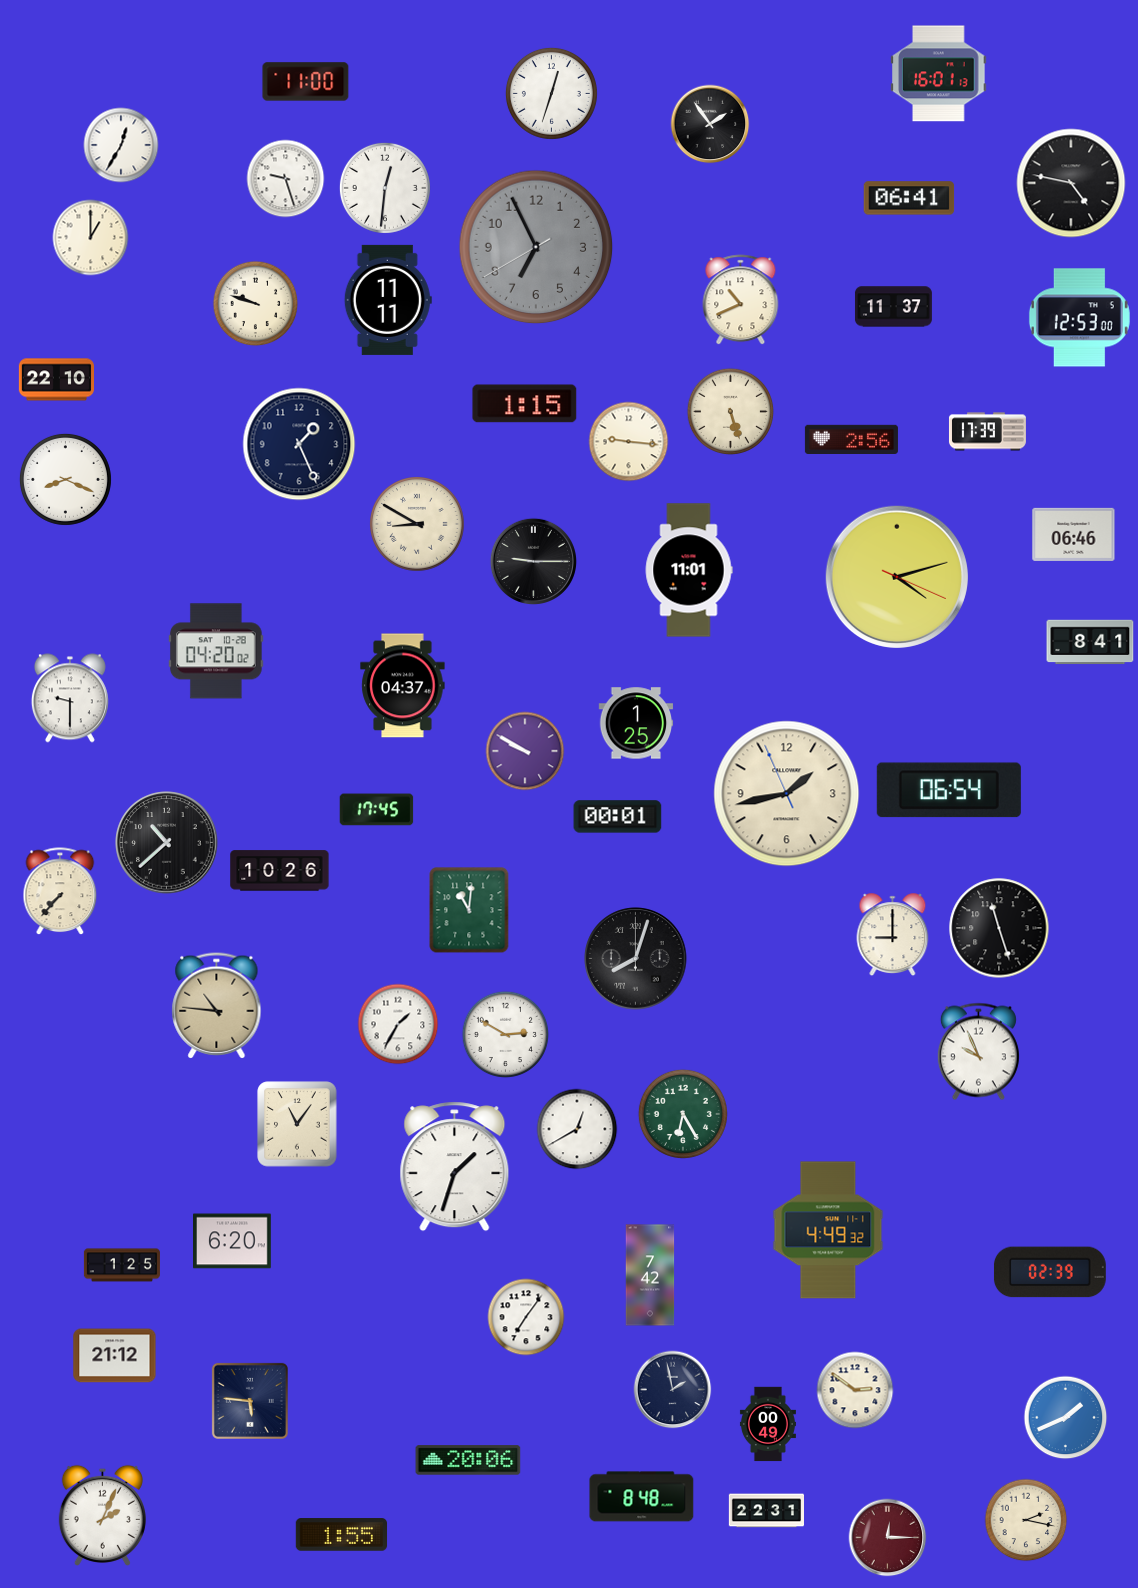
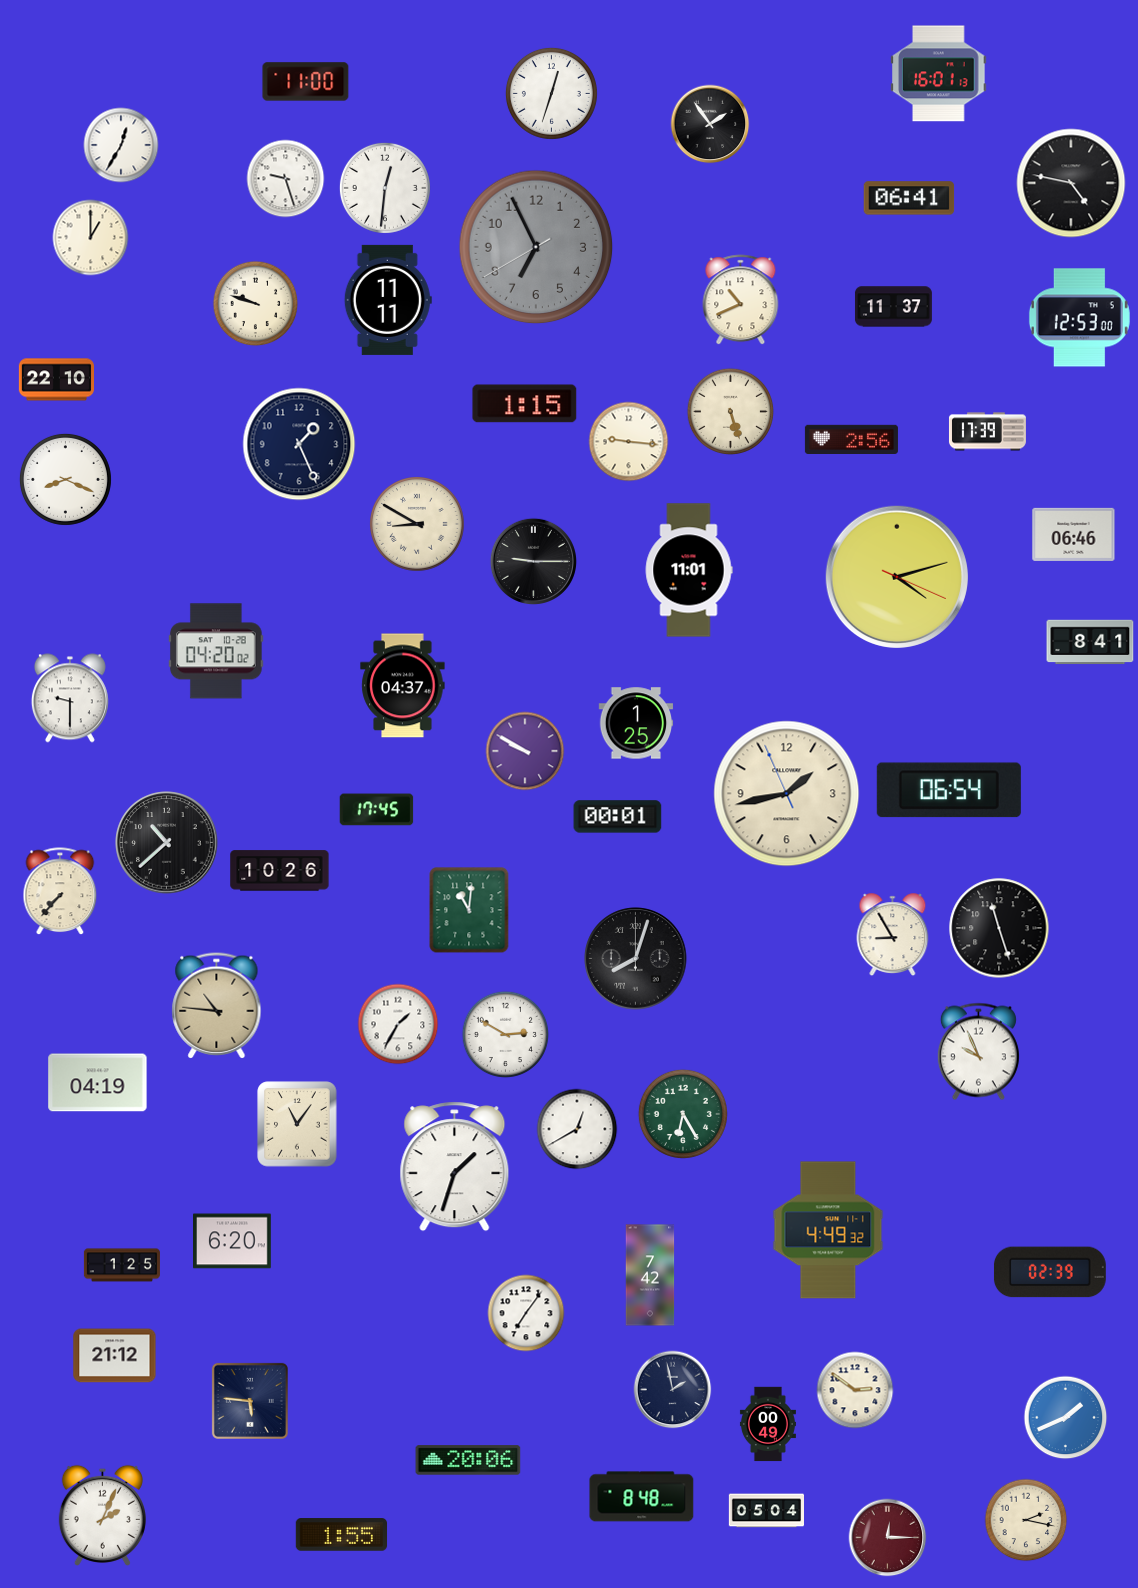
clock at (893, 935): 9:00 -> 8:55
clock at (98, 1083): none -> 04:19
clock at (526, 1317) position: (526, 1317) -> (526, 1313)
clock at (766, 1511): 22:31 -> 05:04
